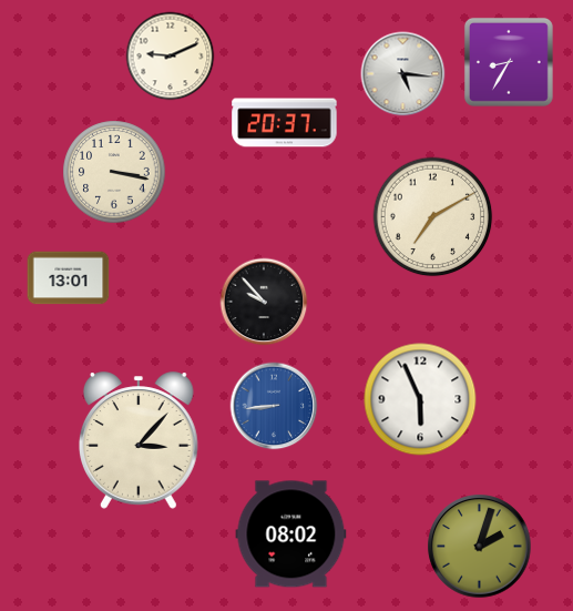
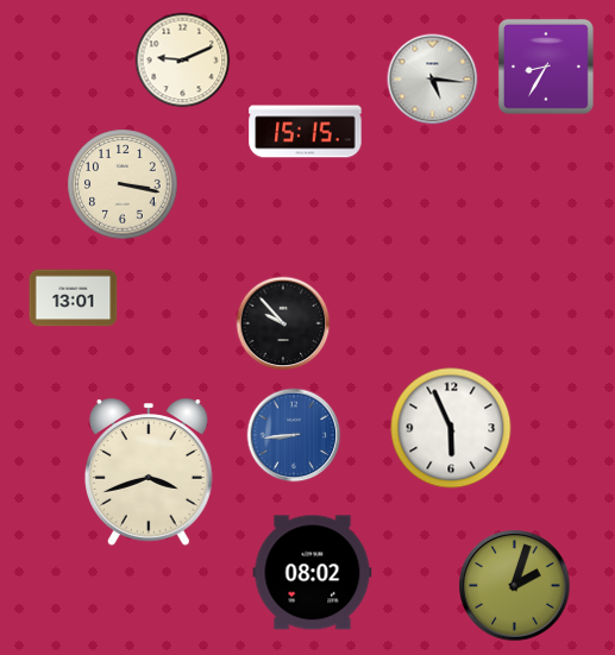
clock at (285, 123): 20:37 -> 15:15
clock at (433, 217): 7:10 -> none
clock at (139, 440): 3:07 -> 3:42
